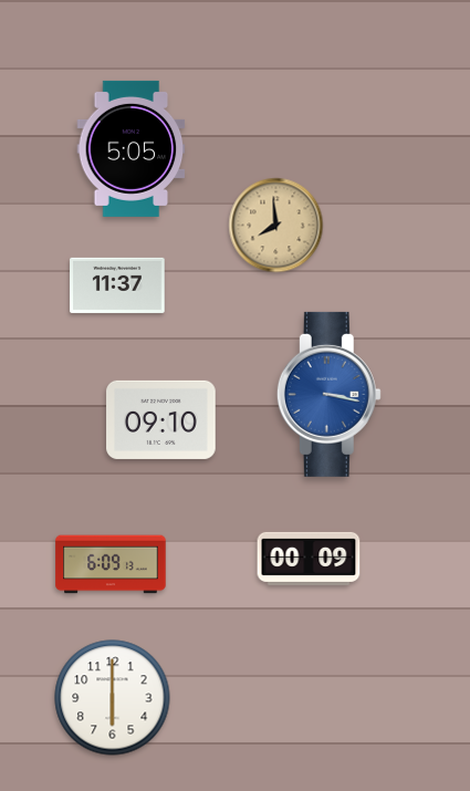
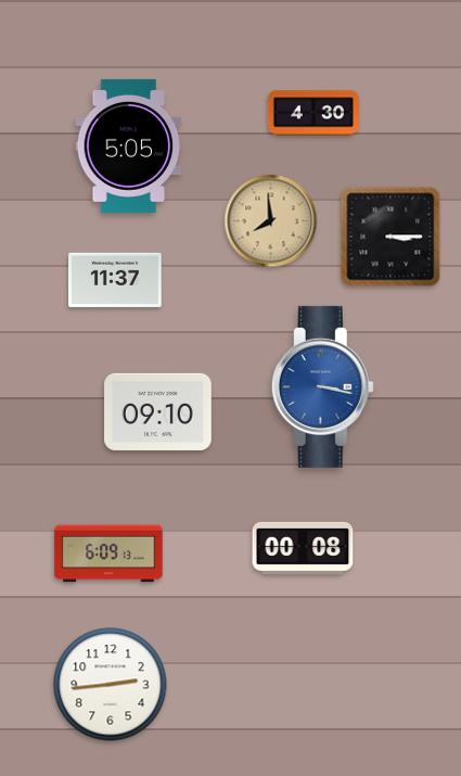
clock at (313, 113): none -> 4:30
clock at (390, 237): none -> 3:15
clock at (309, 559): 00:09 -> 00:08
clock at (113, 698): 6:00 -> 2:44
